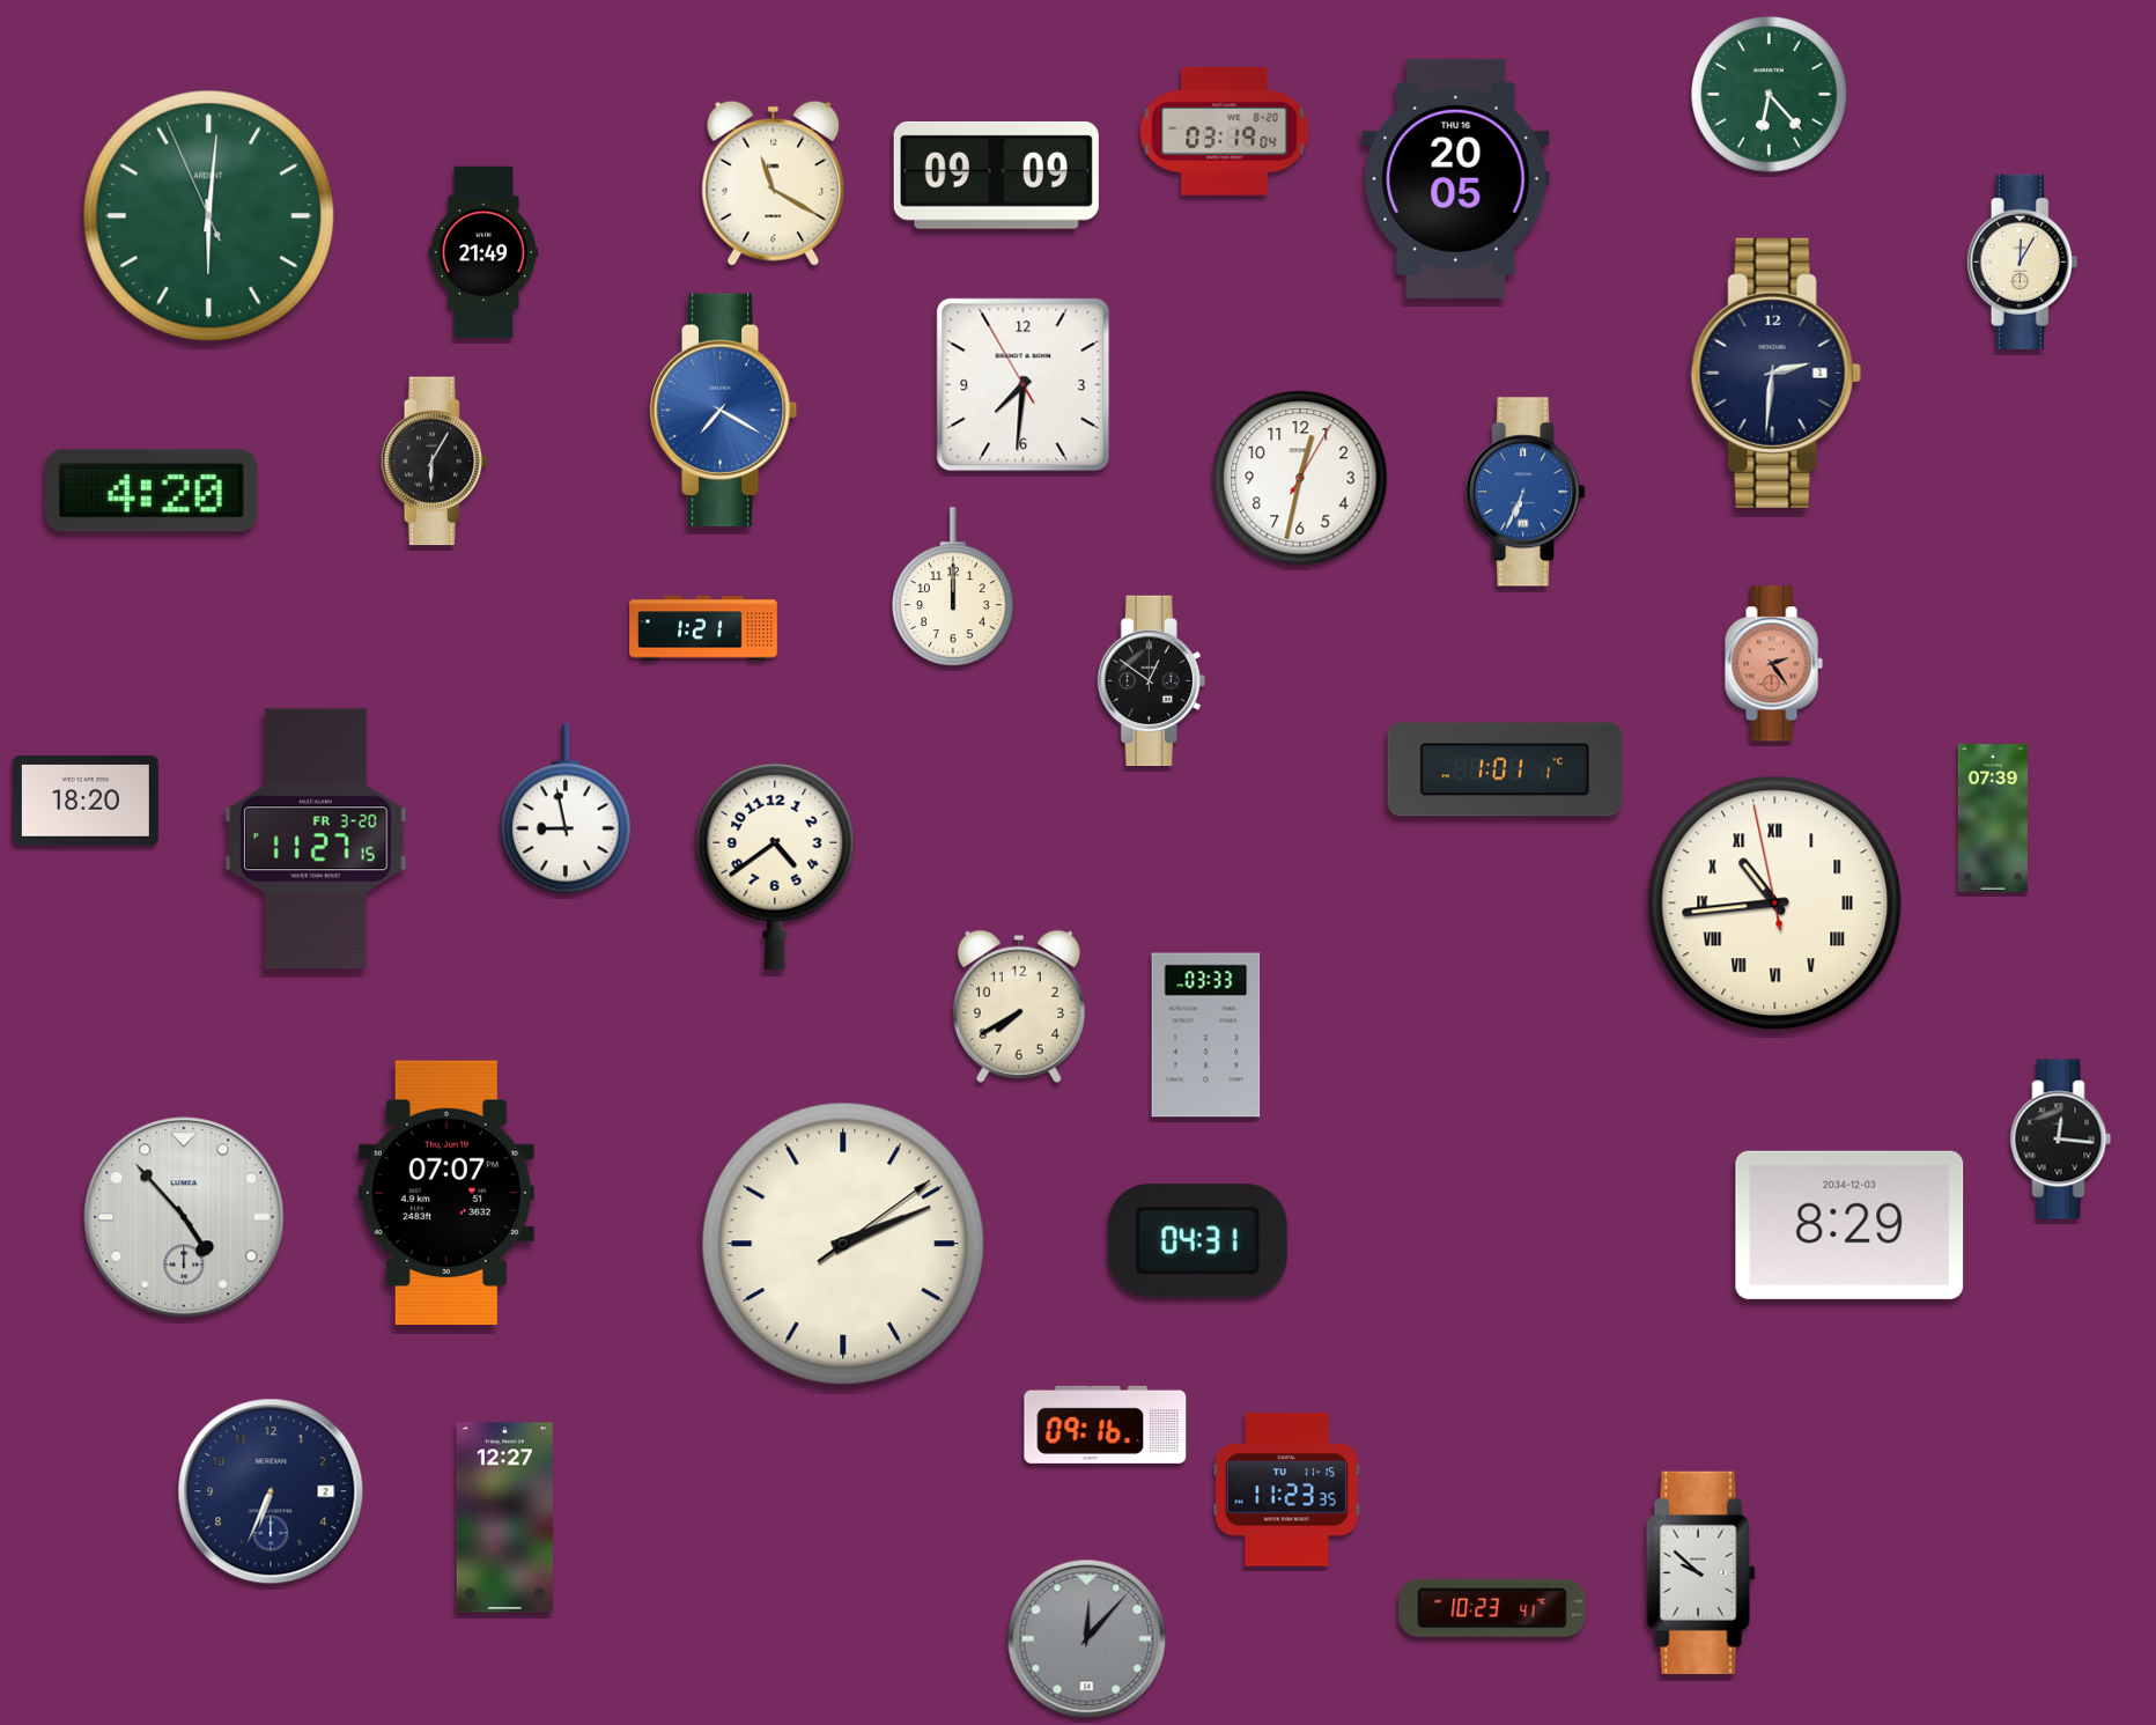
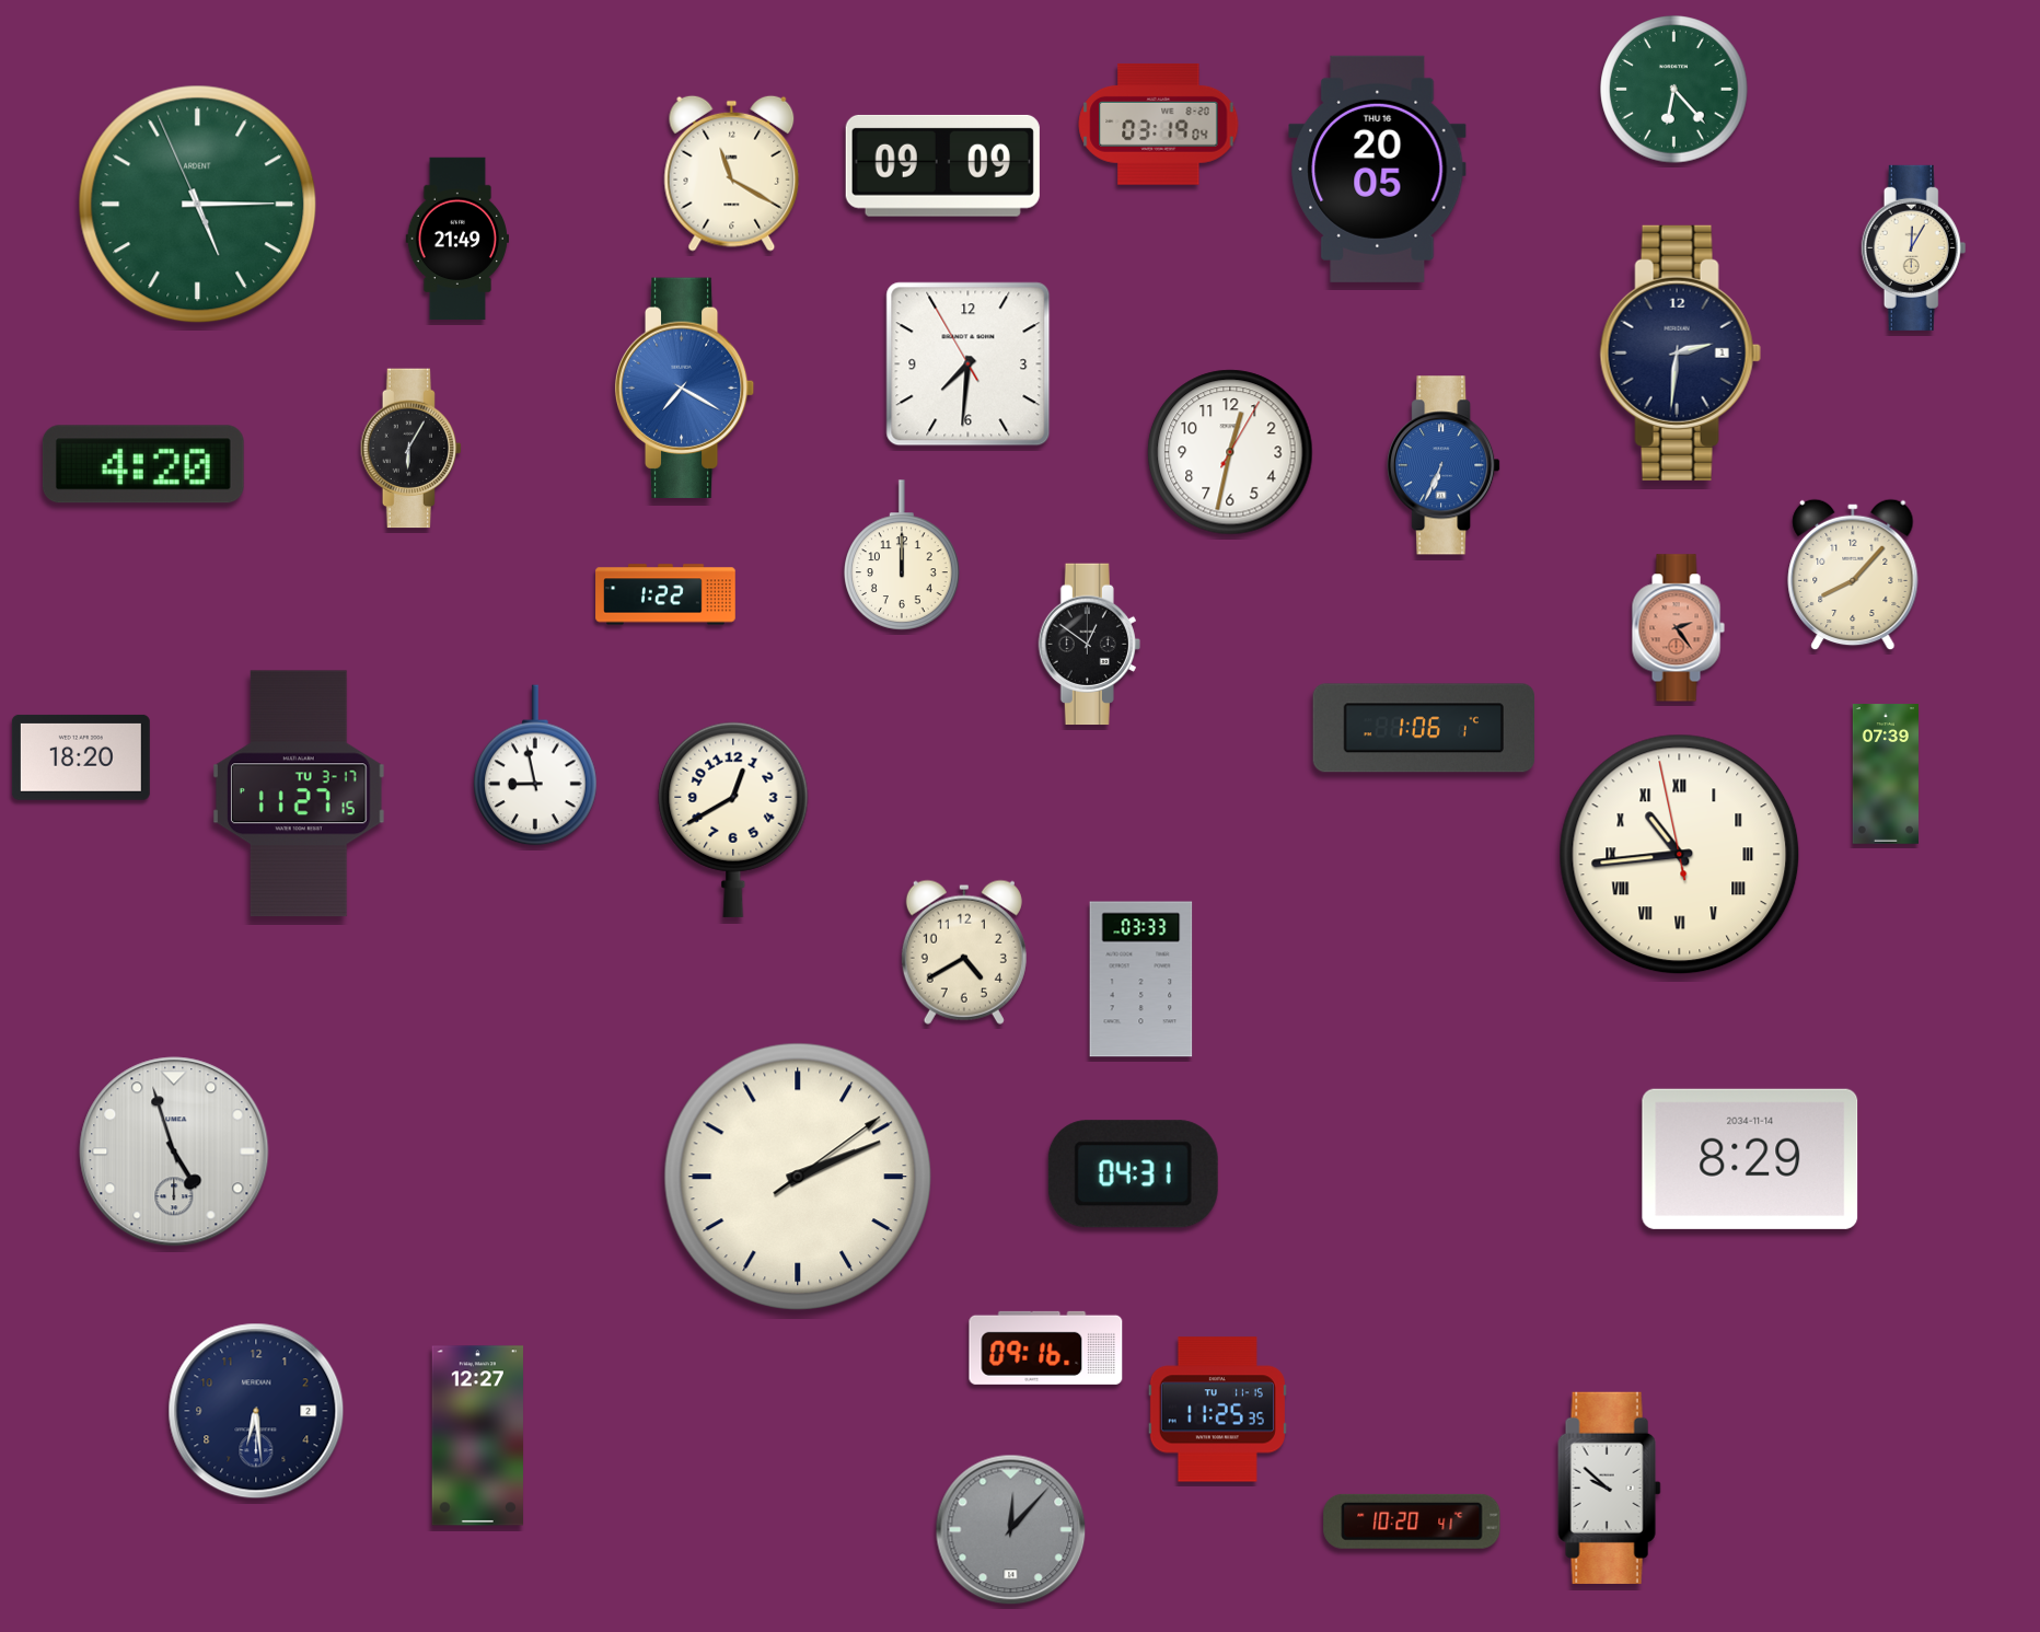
clock at (209, 216): 6:00 -> 5:14
clock at (435, 462) position: (435, 462) -> (412, 449)
clock at (1853, 575): none -> 8:07
clock at (703, 628): 1:21 -> 1:22
clock at (1504, 769): 1:01 -> 1:06
clock at (316, 839) date: FR 3-20 -> TU 3-17
clock at (775, 867): 4:39 -> 12:40
clock at (1019, 1007): 7:40 -> 4:40
clock at (2061, 1140): 12:16 -> none
clock at (446, 1193): 07:07 -> none
clock at (184, 1217): 4:53 -> 4:57
clock at (1849, 1225) date: 2034-12-03 -> 2034-11-14
clock at (1286, 1490): 11:23 -> 11:25
clock at (271, 1491): 6:34 -> 6:29
clock at (1492, 1608): 10:23 -> 10:20
clock at (1087, 1639) position: (1087, 1639) -> (1011, 1530)
